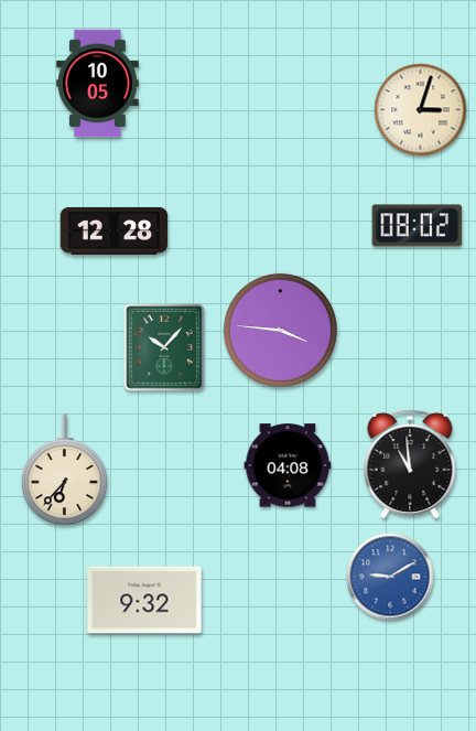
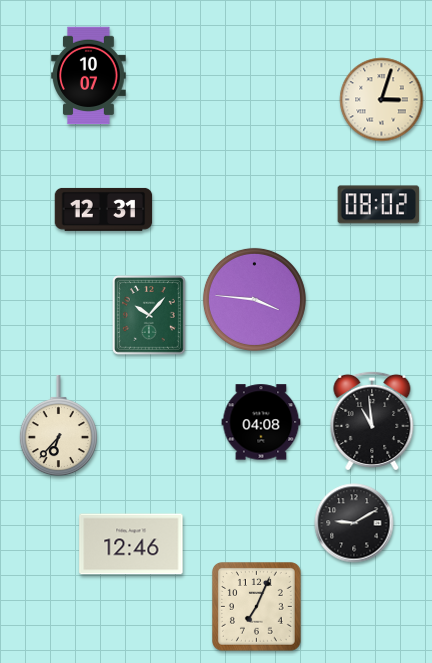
clock at (98, 84): 10:05 -> 10:07
clock at (115, 230): 12:28 -> 12:31
clock at (390, 577) dial: blue -> black
clock at (144, 600): 9:32 -> 12:46
clock at (257, 607): none -> 7:04
